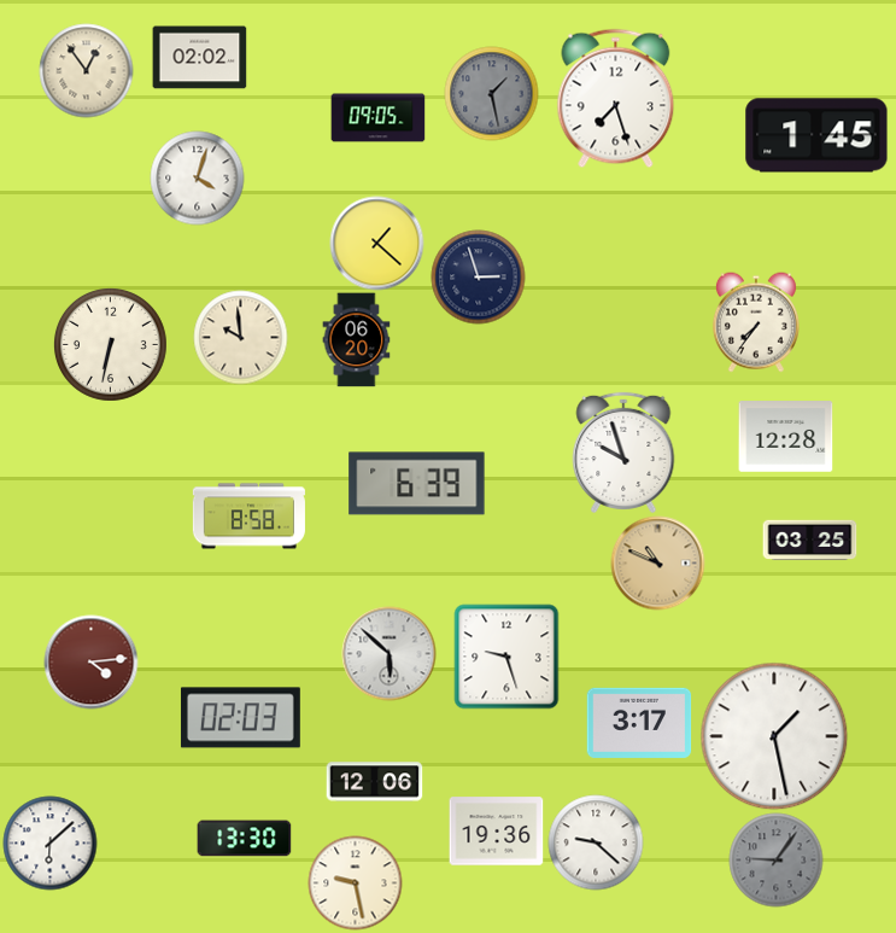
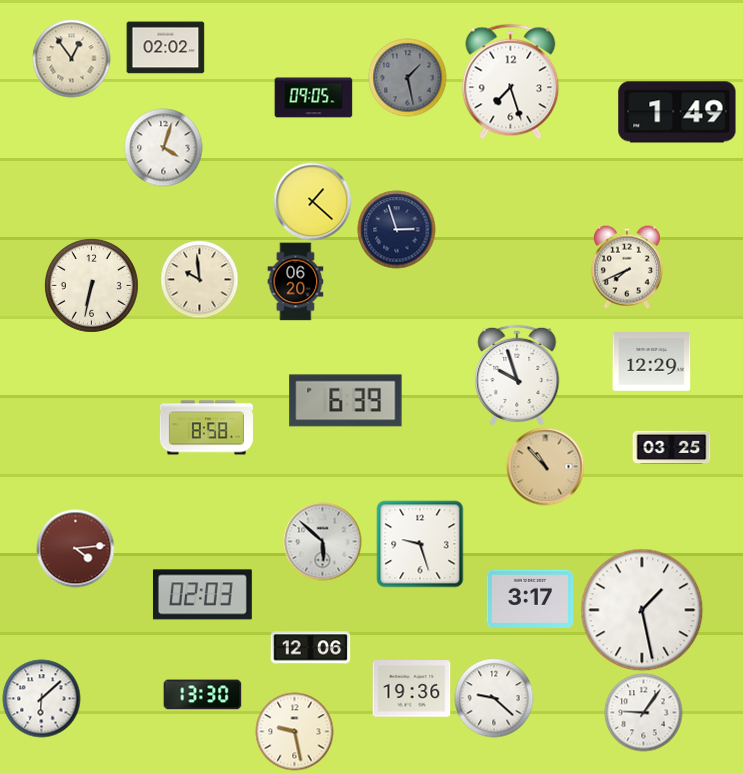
clock at (816, 135): 1:45 -> 1:49
clock at (756, 322): 7:36 -> 7:41
clock at (785, 437): 12:28 -> 12:29
clock at (657, 562): 10:49 -> 10:53
clock at (240, 718) position: (240, 718) -> (202, 595)
clock at (775, 859) dial: grey -> white
